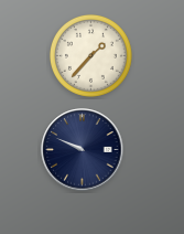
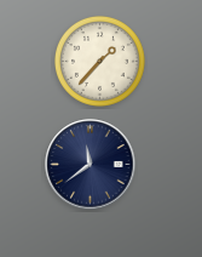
clock at (83, 150): 9:49 -> 11:39
